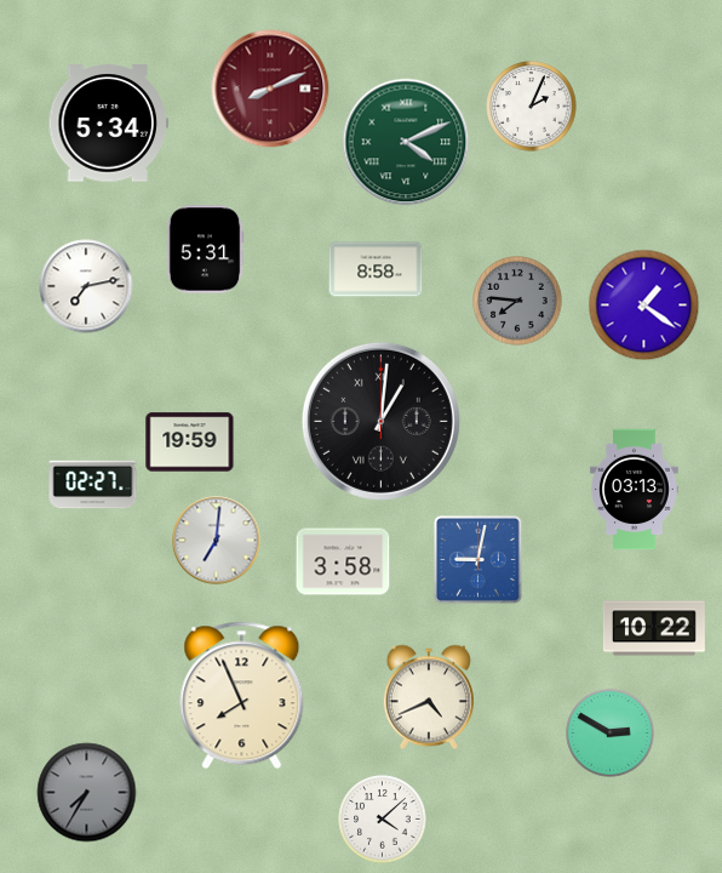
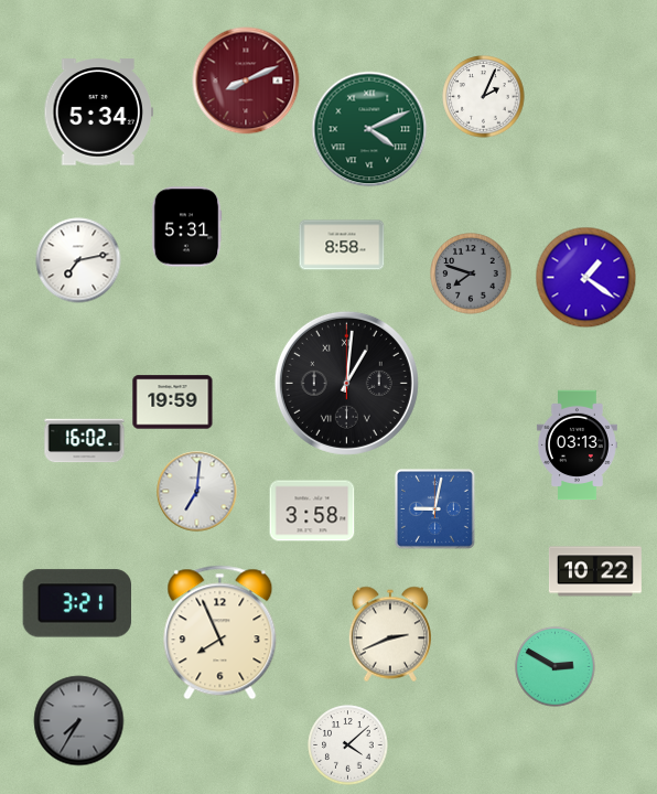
clock at (517, 301): 7:46 -> 7:48
clock at (93, 485): 02:27 -> 16:02
clock at (77, 603): none -> 3:21
clock at (429, 697): 4:41 -> 2:41
